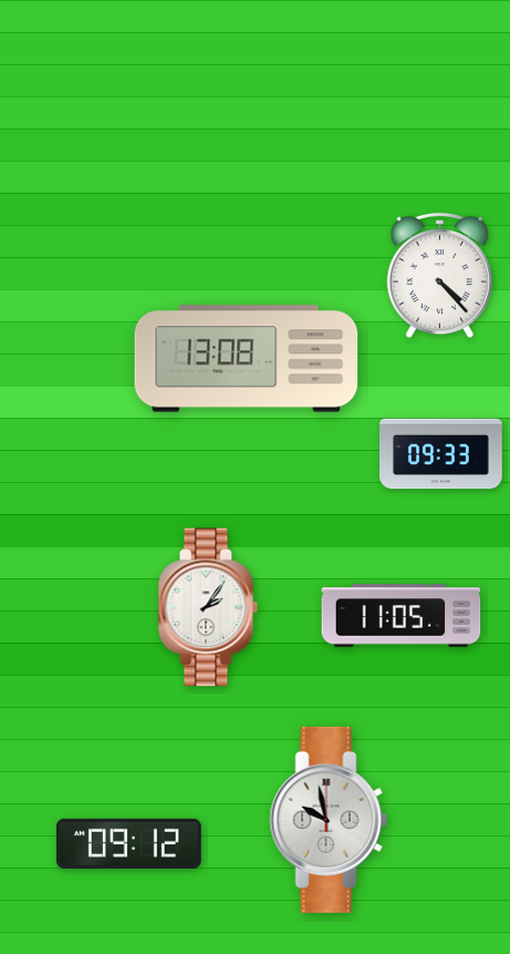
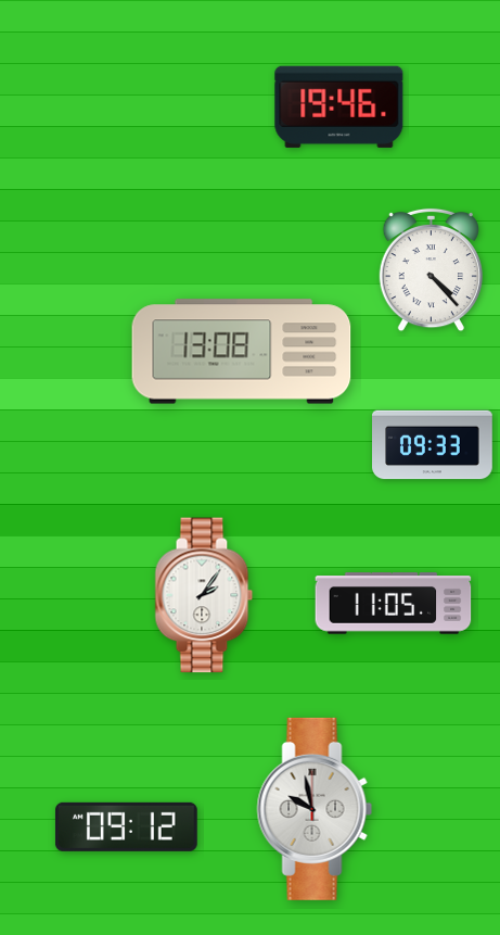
clock at (339, 106): none -> 19:46
clock at (329, 820) position: (329, 820) -> (315, 809)
